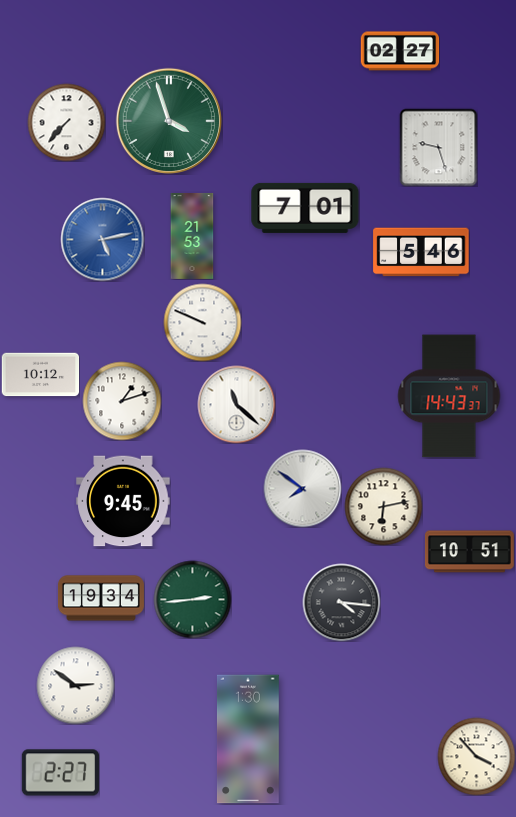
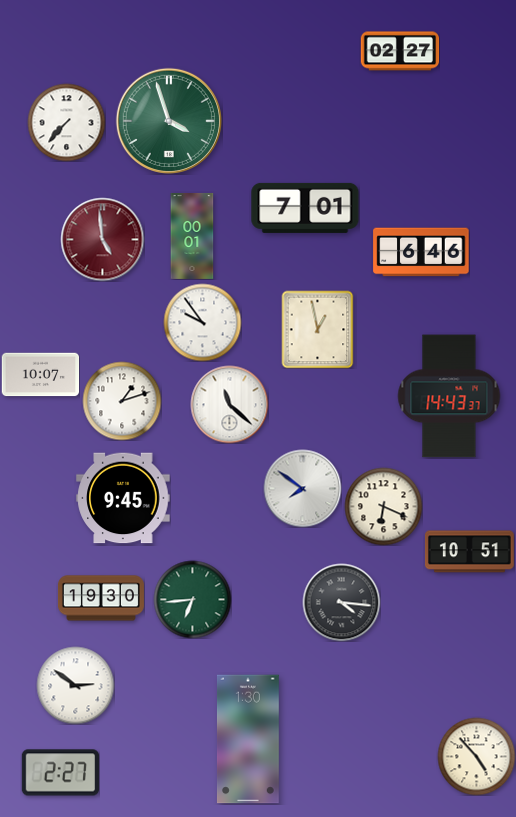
clock at (438, 147): 9:27 -> none
clock at (192, 236): 21:53 -> 00:01
clock at (102, 239): 5:13 -> 4:59
clock at (102, 239) dial: blue -> burgundy
clock at (421, 252): 5:46 -> 6:46
clock at (202, 322): 9:49 -> 9:54
clock at (318, 329): none -> 12:58
clock at (40, 375): 10:12 -> 10:07
clock at (236, 404) position: (236, 404) -> (229, 404)
clock at (123, 501) position: (123, 501) -> (123, 498)
clock at (383, 506): 6:13 -> 6:19
clock at (101, 598): 19:34 -> 19:30
clock at (192, 599): 2:44 -> 6:44
clock at (476, 756): 3:53 -> 4:53
